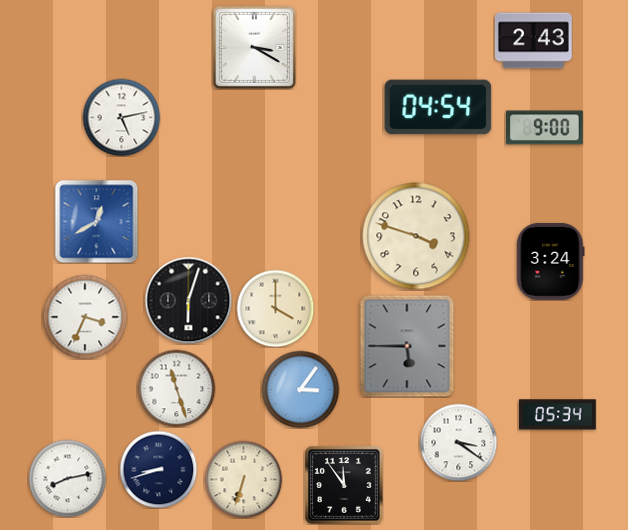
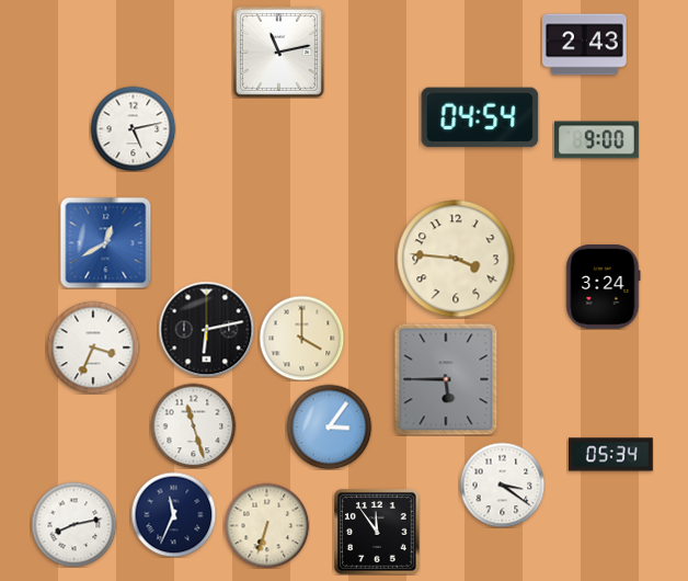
clock at (254, 47): 3:20 -> 11:13
clock at (416, 236): 3:48 -> 3:46
clock at (188, 300): 6:03 -> 6:13
clock at (158, 469): 8:42 -> 11:34
